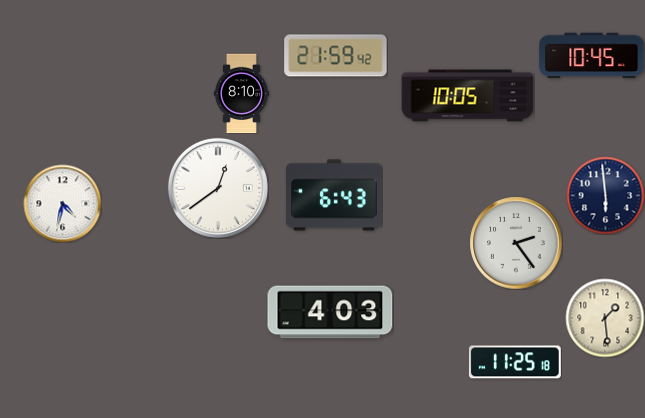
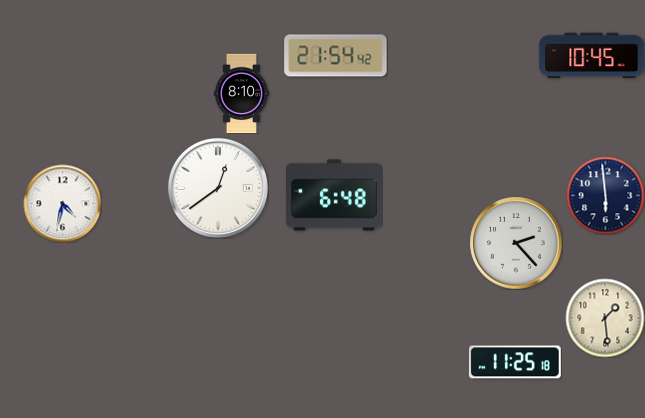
clock at (336, 56): 21:59 -> 21:54
clock at (468, 96): 10:05 -> none
clock at (334, 195): 6:43 -> 6:48
clock at (516, 243): 2:24 -> 2:23
clock at (330, 312): 4:03 -> none
